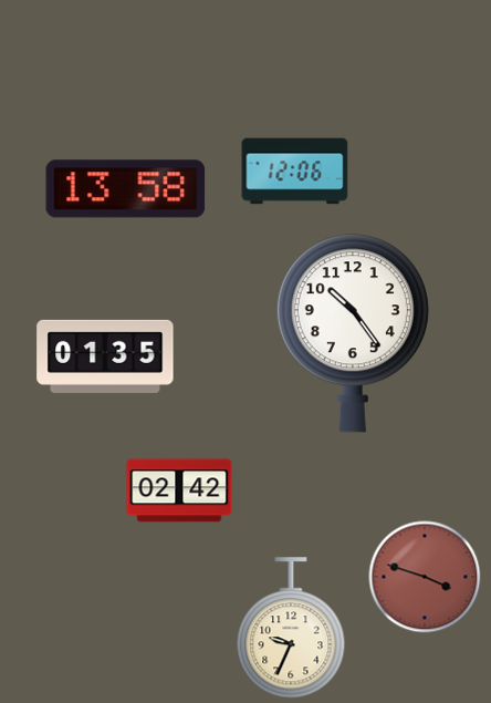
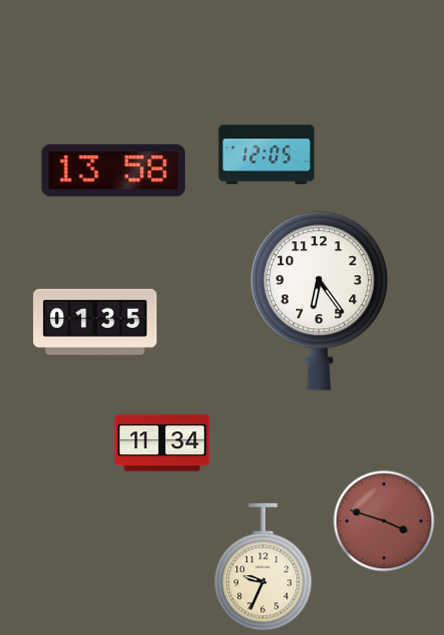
clock at (295, 172): 12:06 -> 12:05
clock at (353, 333): 10:24 -> 6:24
clock at (179, 490): 02:42 -> 11:34
